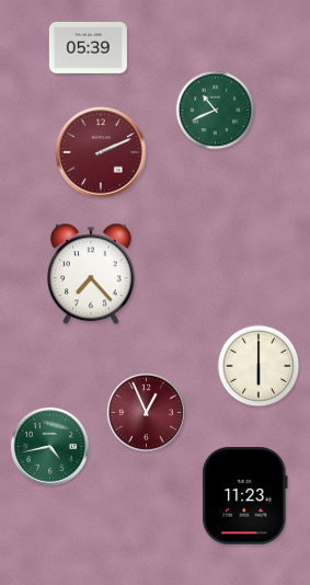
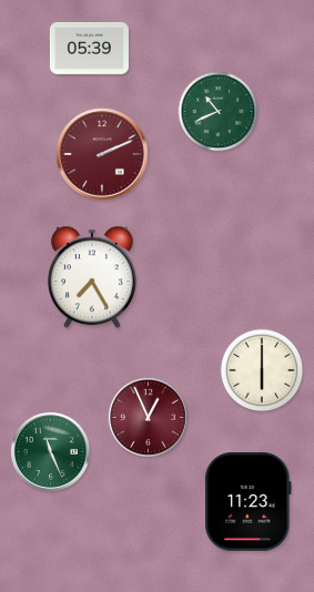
clock at (91, 274): 7:23 -> 7:25
clock at (49, 446): 4:43 -> 11:26
